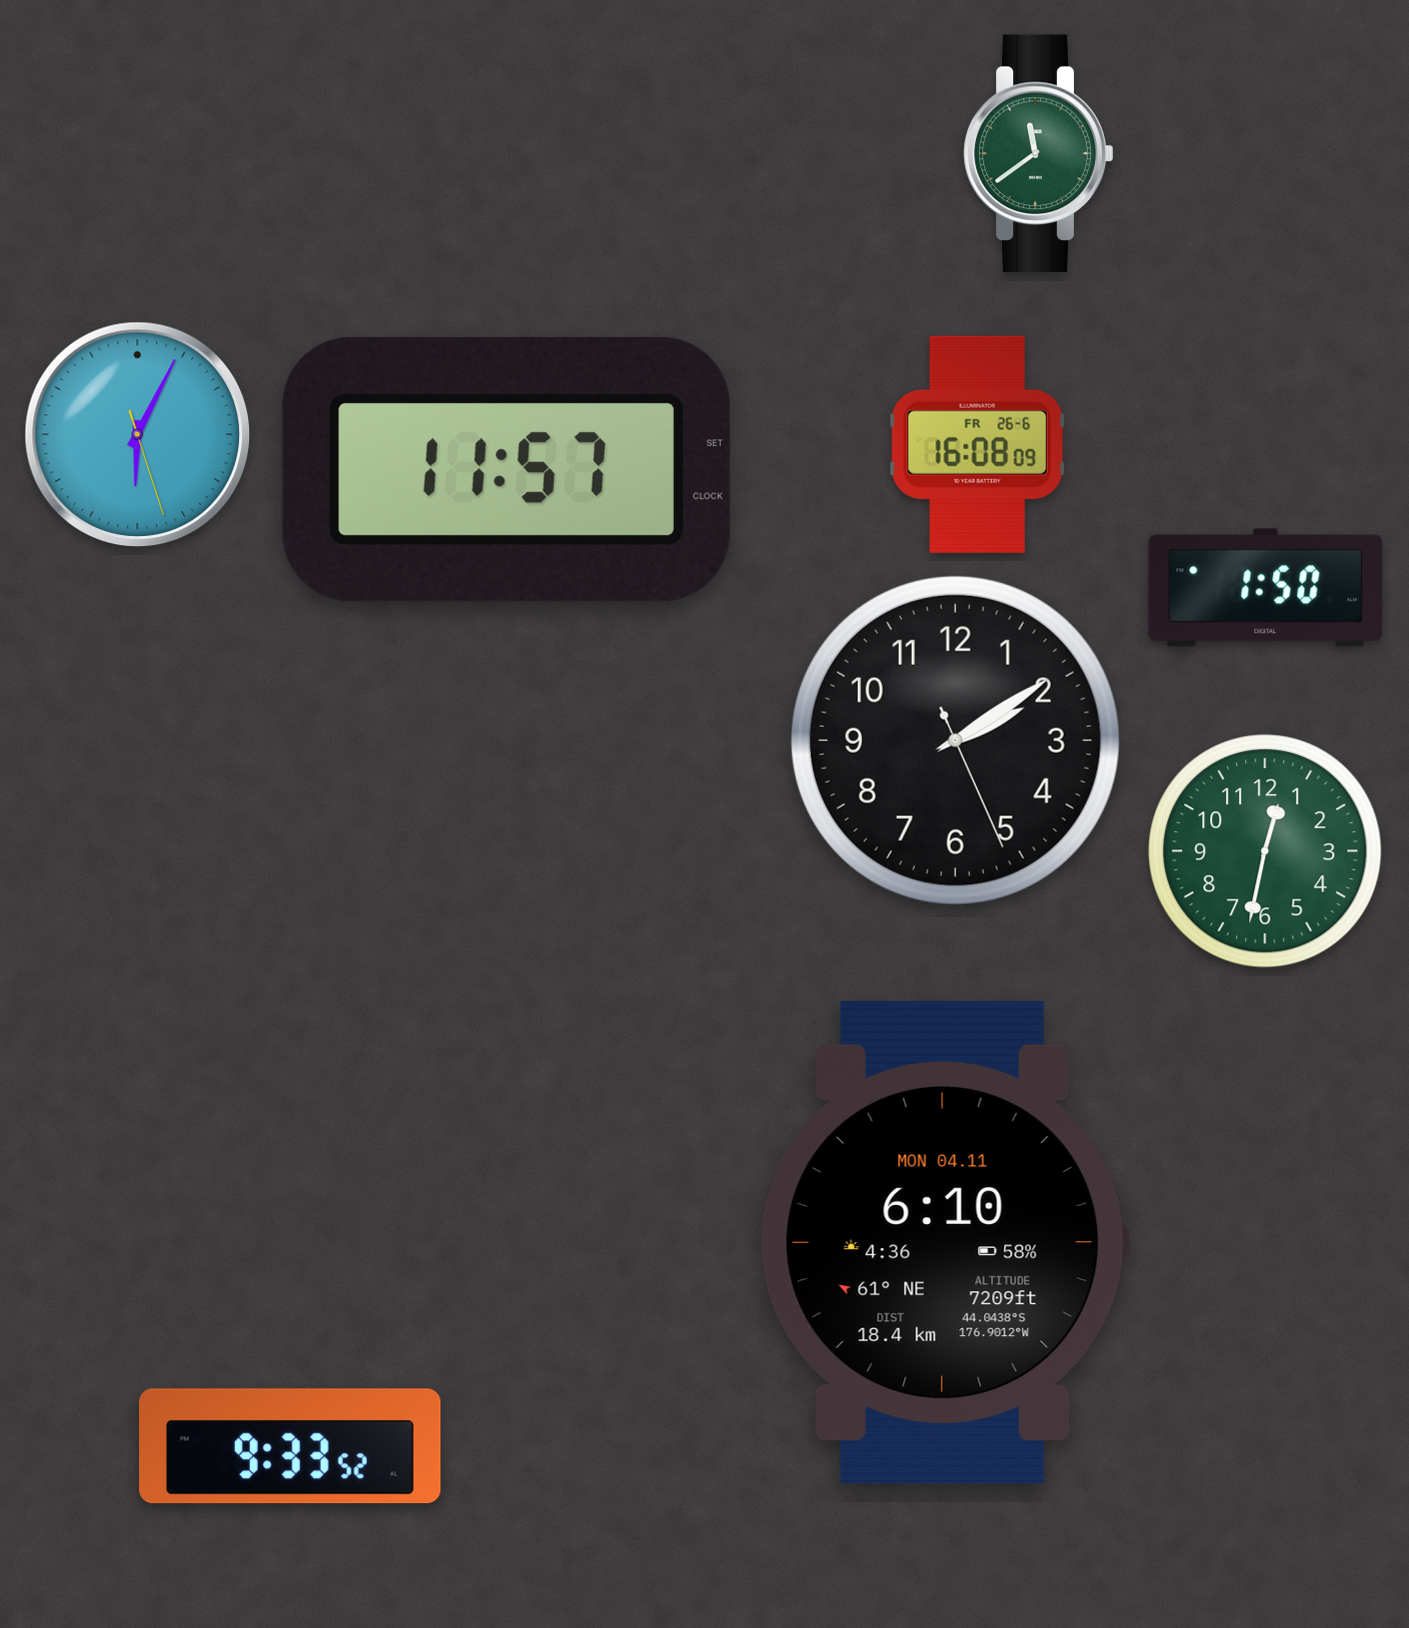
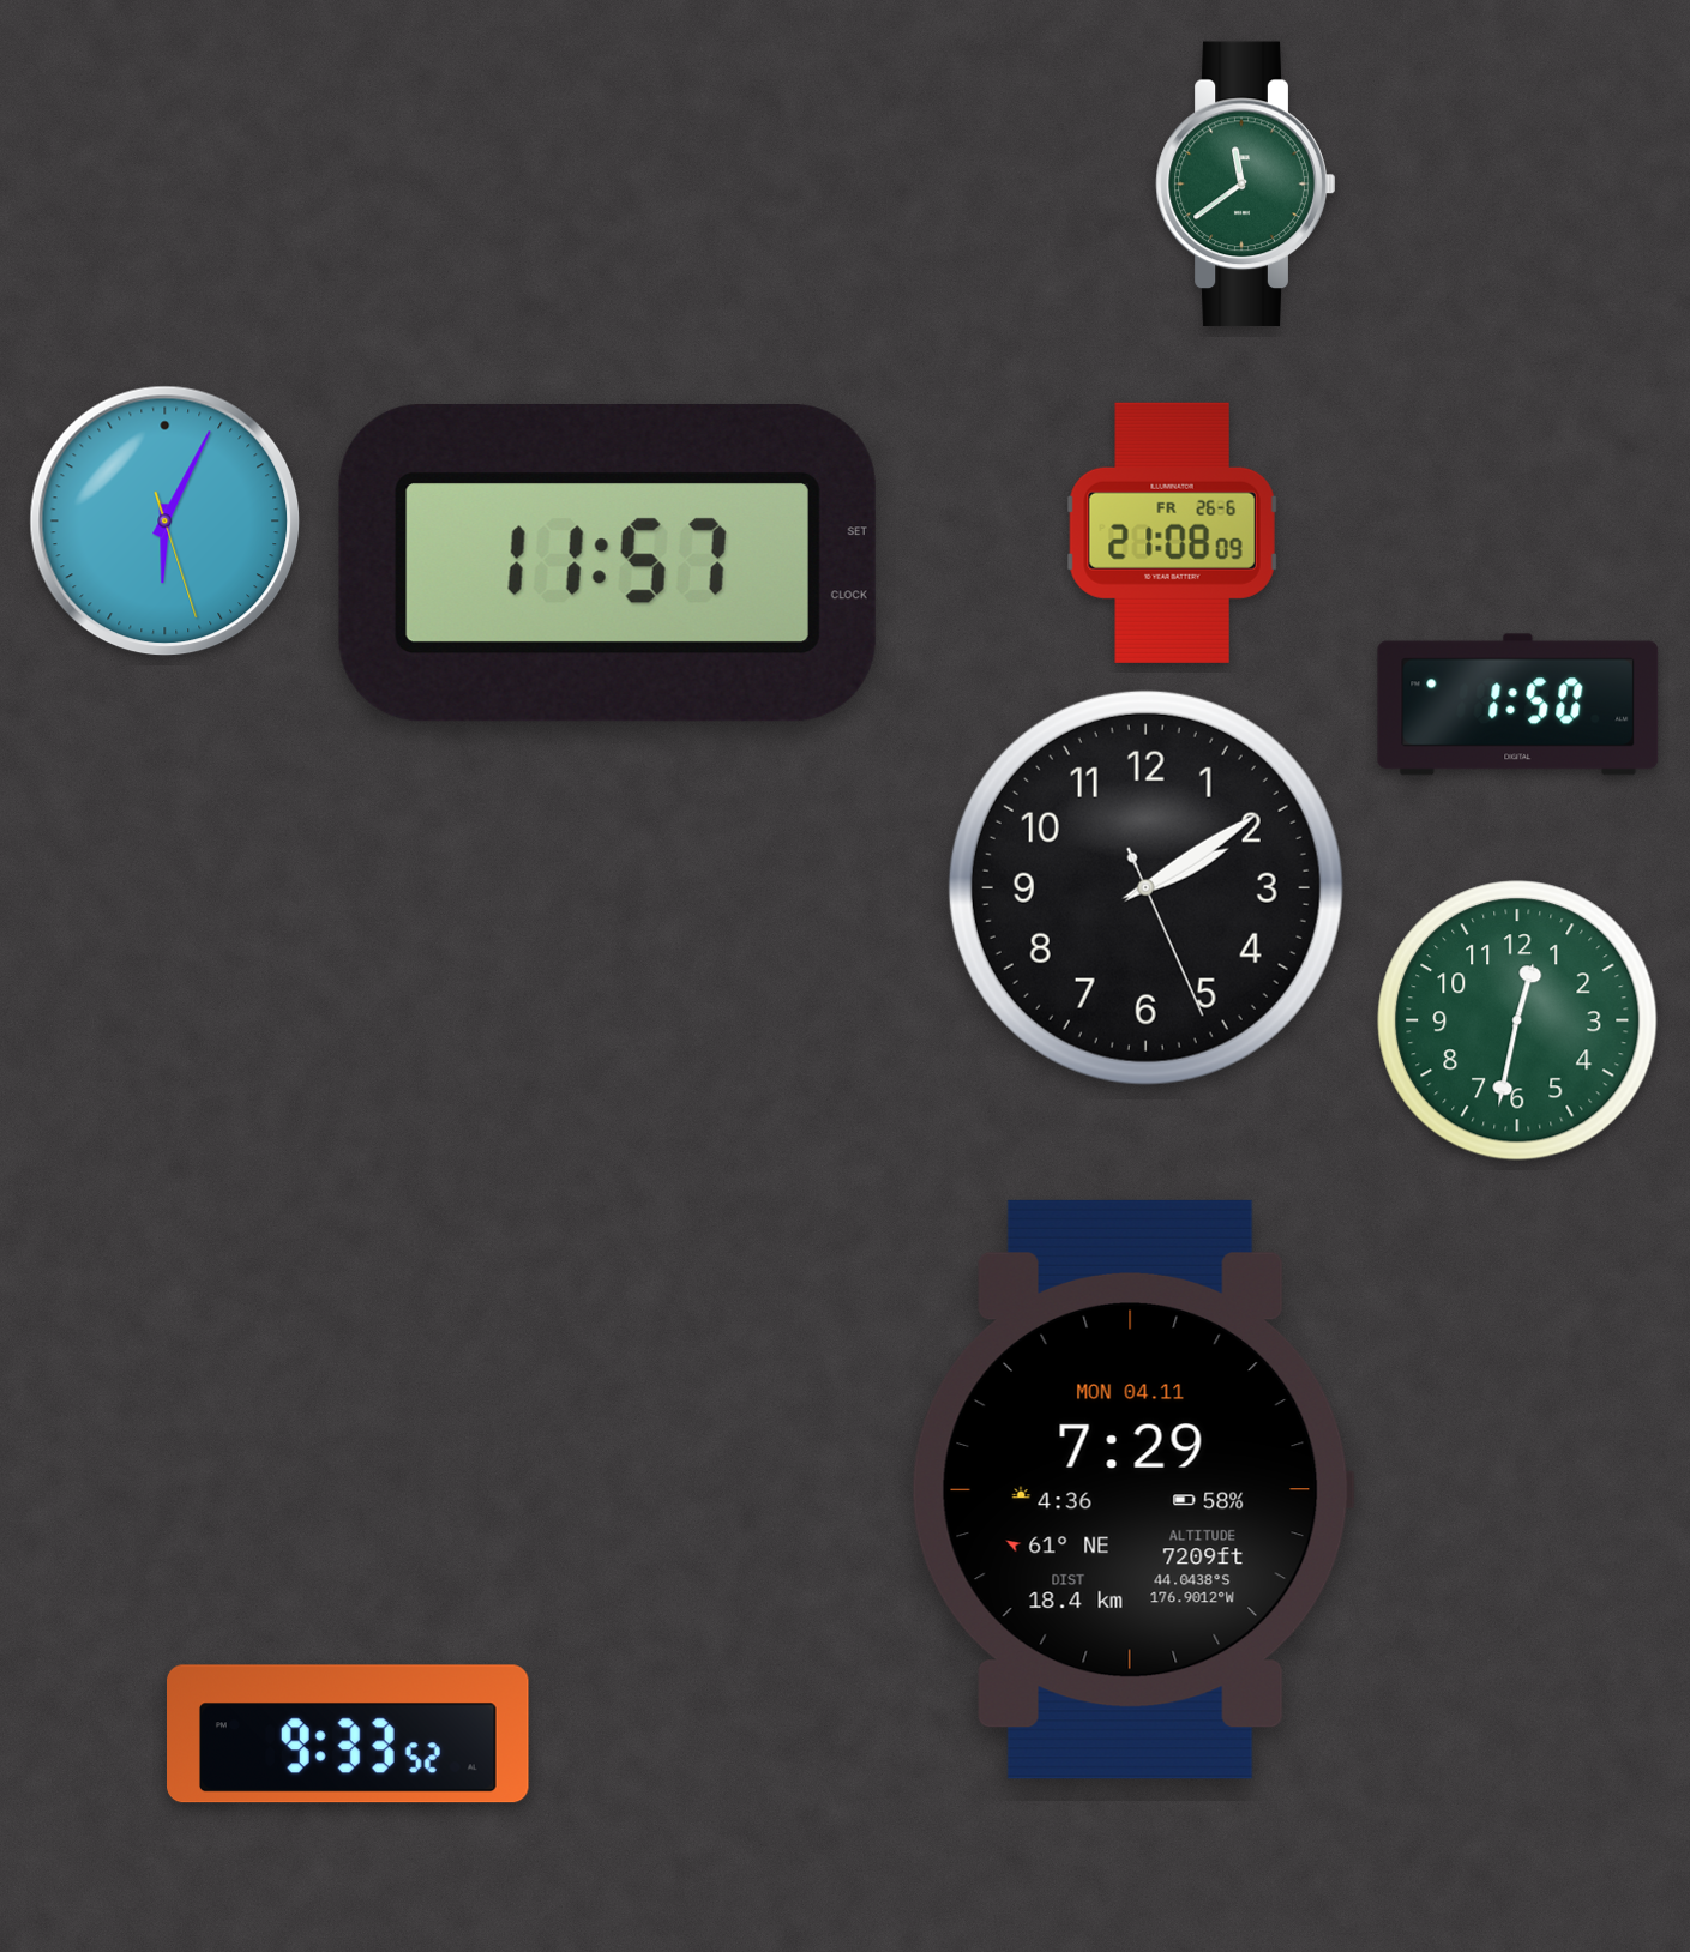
clock at (977, 444): 16:08 -> 21:08
clock at (944, 1242): 6:10 -> 7:29
